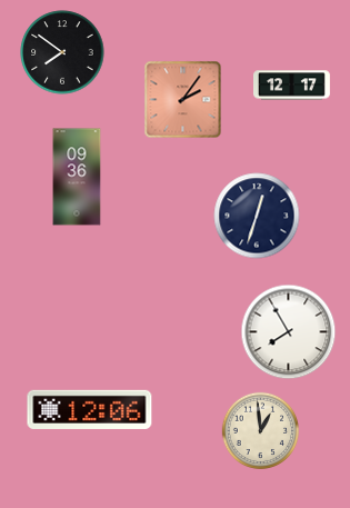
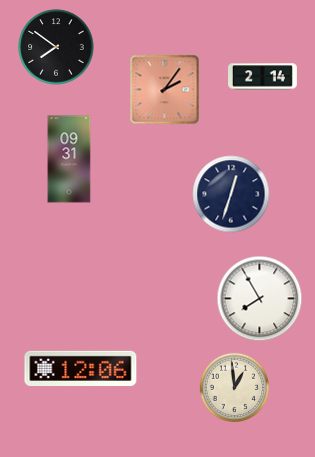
clock at (292, 86): 12:17 -> 2:14
clock at (77, 177): 09:36 -> 09:31
